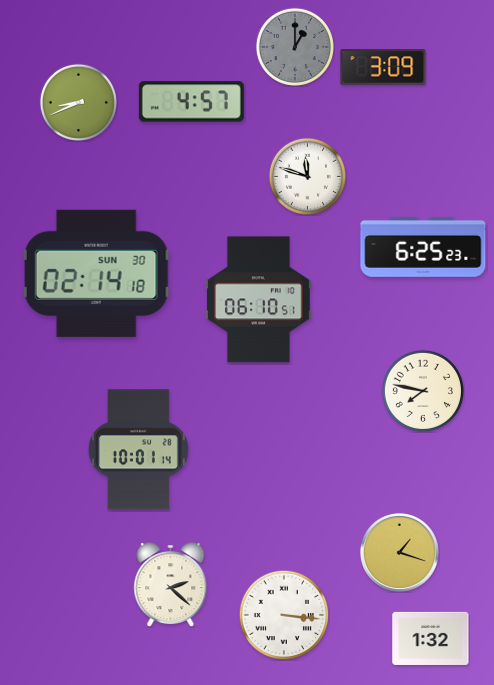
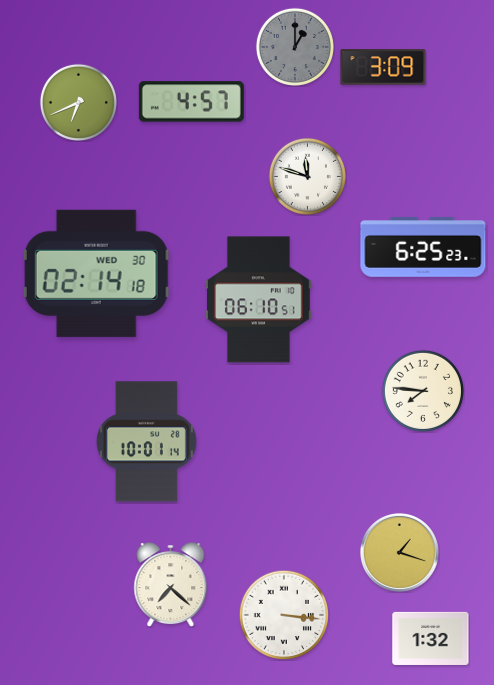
clock at (78, 102): 8:41 -> 6:41
clock at (97, 273) date: SUN 30 -> WED 30
clock at (422, 390): 7:47 -> 7:46
clock at (138, 450) position: (138, 450) -> (146, 442)
clock at (171, 585): 2:22 -> 7:22
